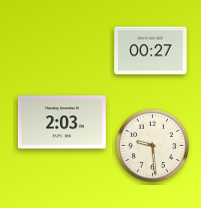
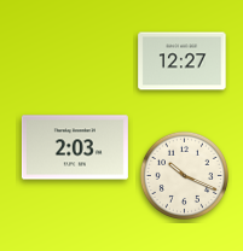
clock at (151, 51): 00:27 -> 12:27
clock at (152, 145): 9:29 -> 10:19
